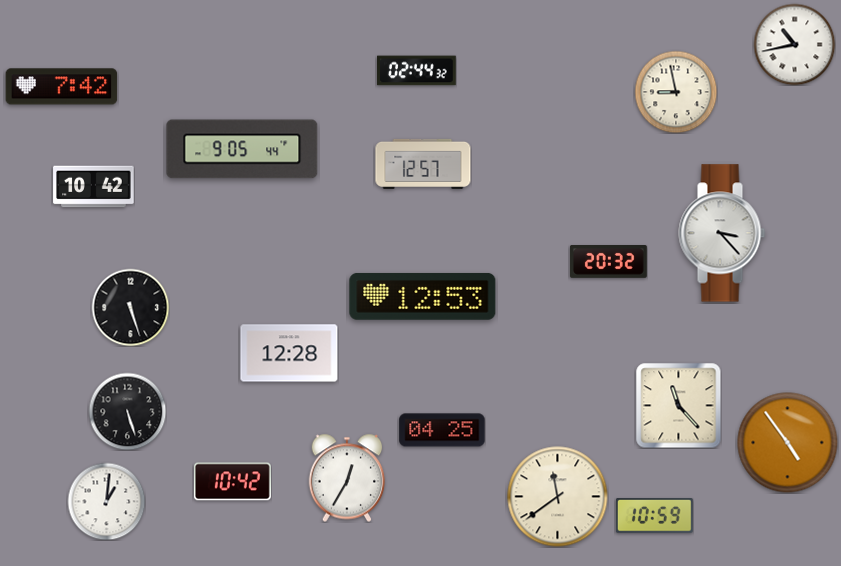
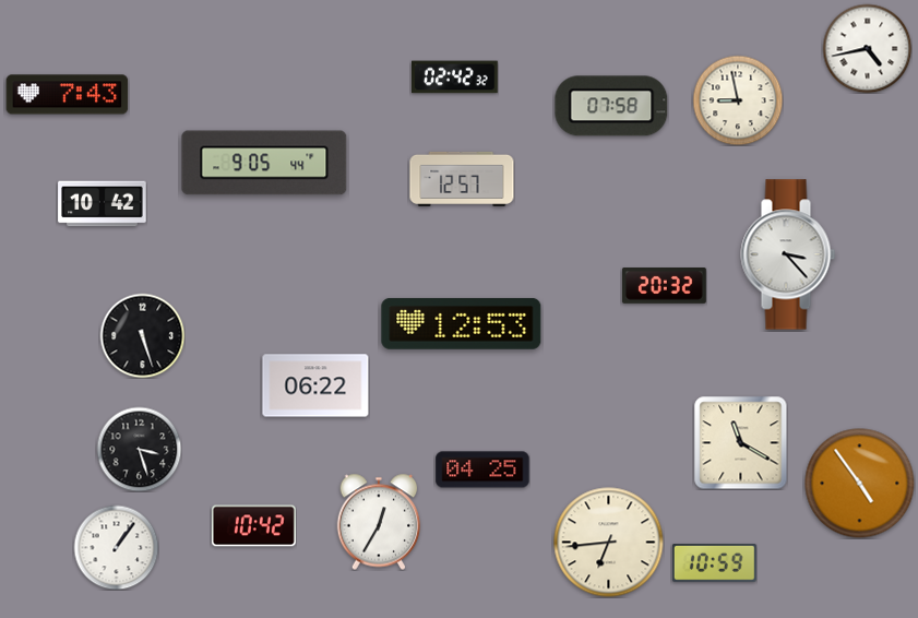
clock at (794, 44): 10:43 -> 4:43
clock at (417, 71): 02:44 -> 02:42
clock at (62, 87): 7:42 -> 7:43
clock at (611, 106): none -> 07:58
clock at (289, 353): 12:28 -> 06:22
clock at (678, 405): 11:23 -> 11:20
clock at (127, 411): 5:27 -> 3:27
clock at (558, 497): 11:39 -> 6:44
clock at (106, 501): 1:01 -> 1:06
